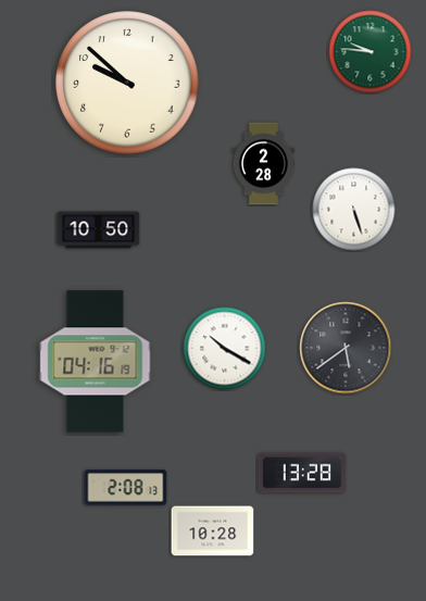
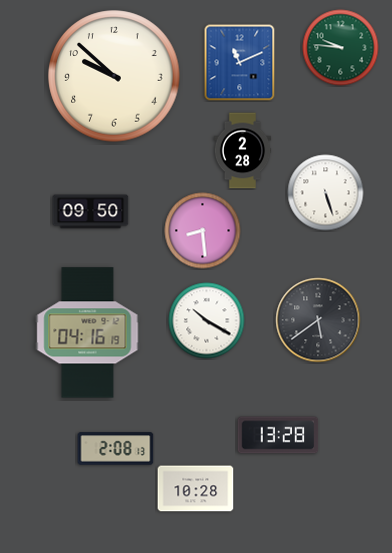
clock at (240, 63): none -> 11:11
clock at (127, 83) position: (127, 83) -> (114, 76)
clock at (99, 230): 10:50 -> 09:50
clock at (203, 231): none -> 8:29
